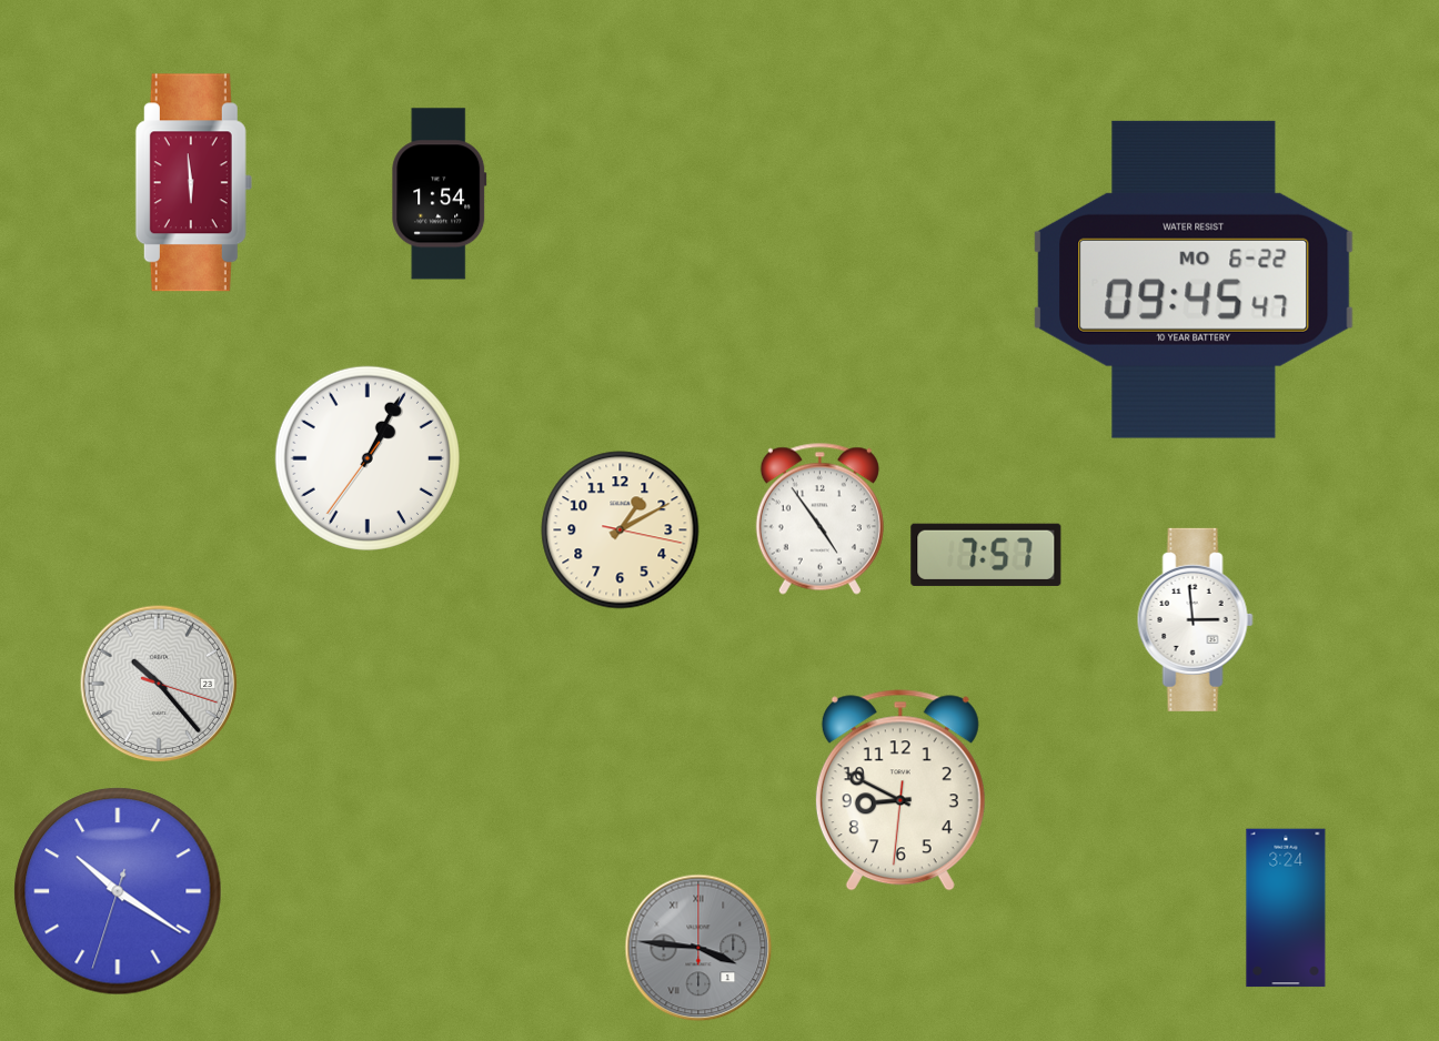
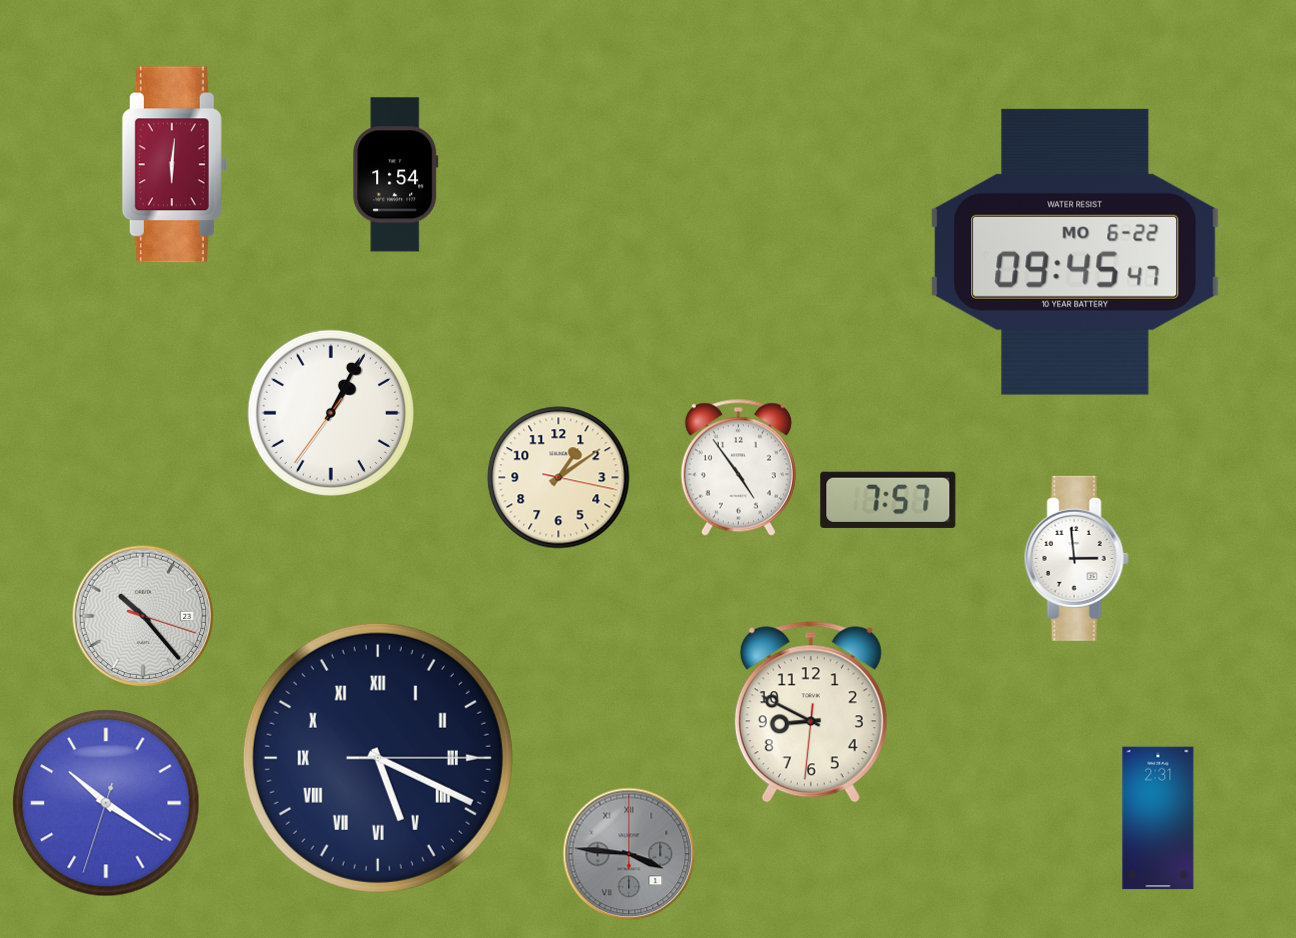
clock at (193, 183): 5:59 -> 6:01
clock at (621, 530): 1:10 -> 1:09
clock at (378, 758): none -> 5:19
clock at (1286, 908): 3:24 -> 2:31
